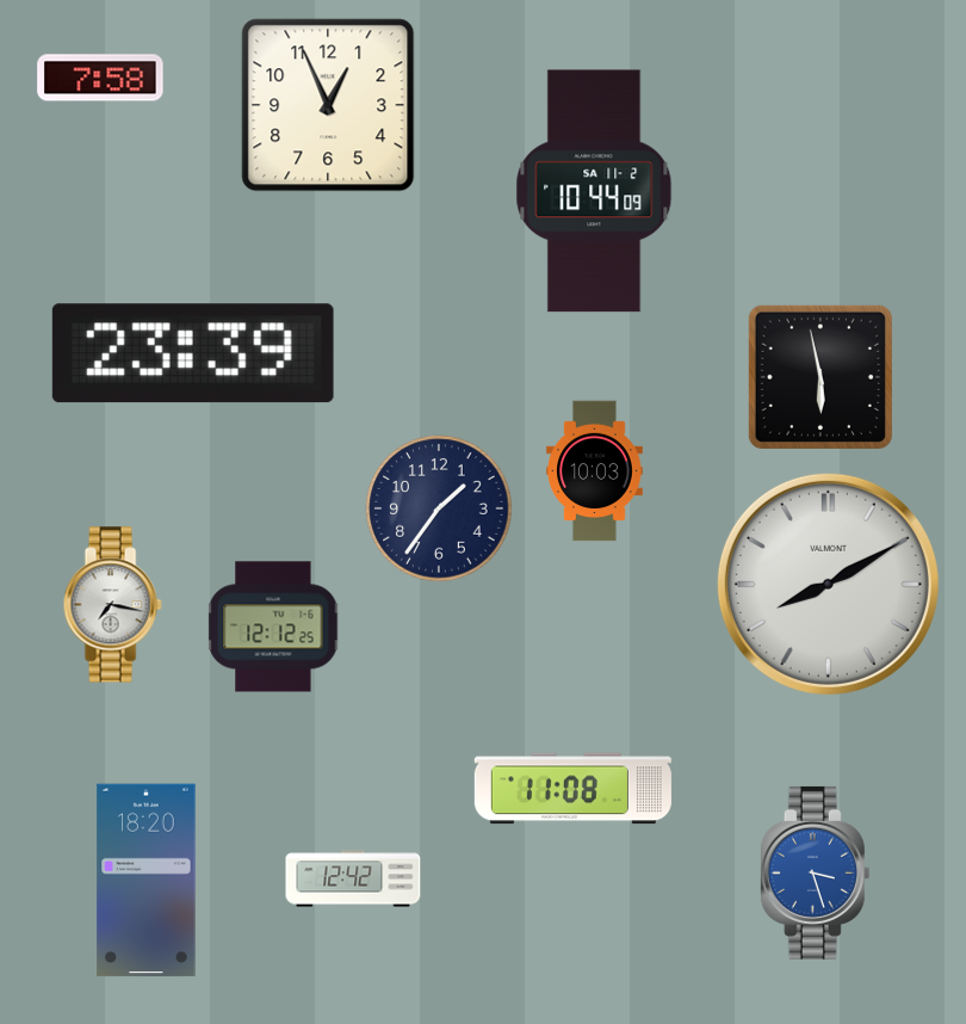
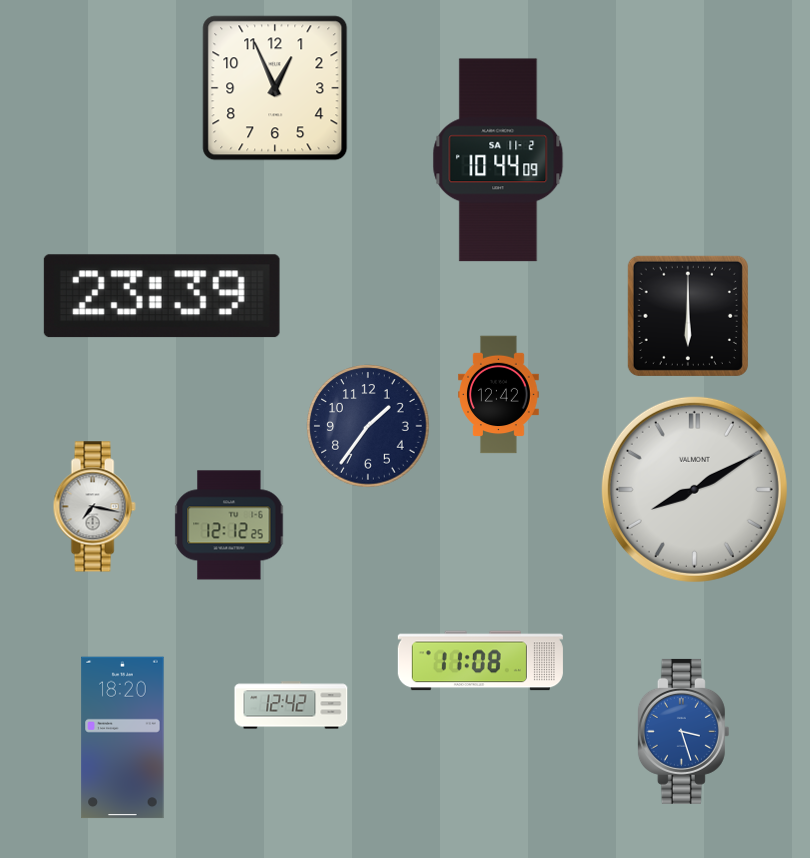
clock at (100, 78): 7:58 -> none
clock at (821, 377): 5:58 -> 6:00
clock at (595, 471): 10:03 -> 12:42
clock at (353, 878) position: (353, 878) -> (291, 705)
